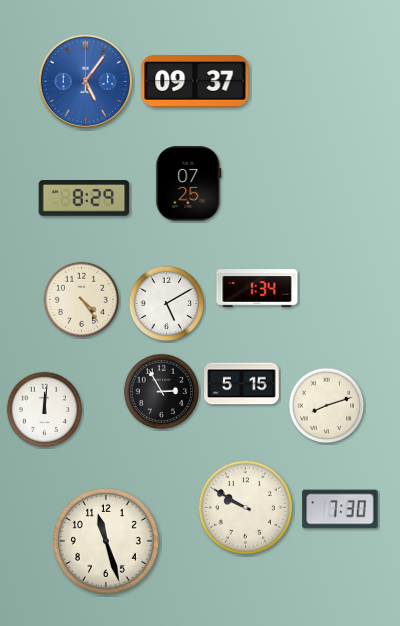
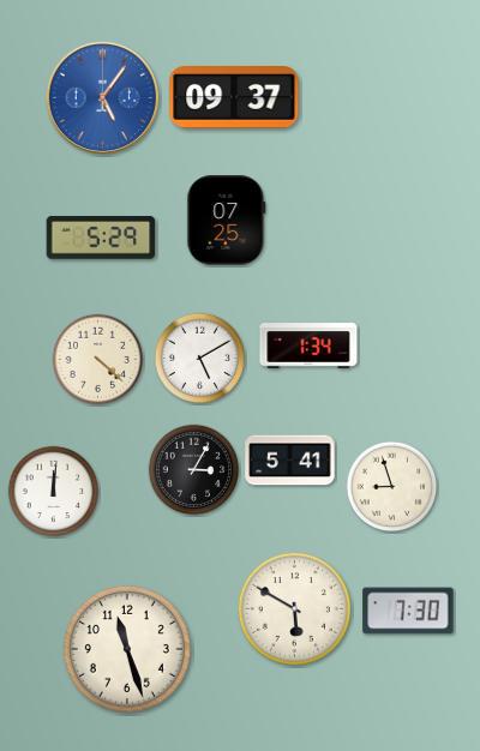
clock at (84, 198): 8:29 -> 5:29
clock at (82, 300): 4:24 -> 4:22
clock at (167, 304) position: (167, 304) -> (200, 359)
clock at (242, 384): 5:15 -> 5:41
clock at (162, 392): 2:55 -> 3:05
clock at (327, 406): 8:12 -> 8:57
clock at (245, 507): 9:50 -> 5:50
